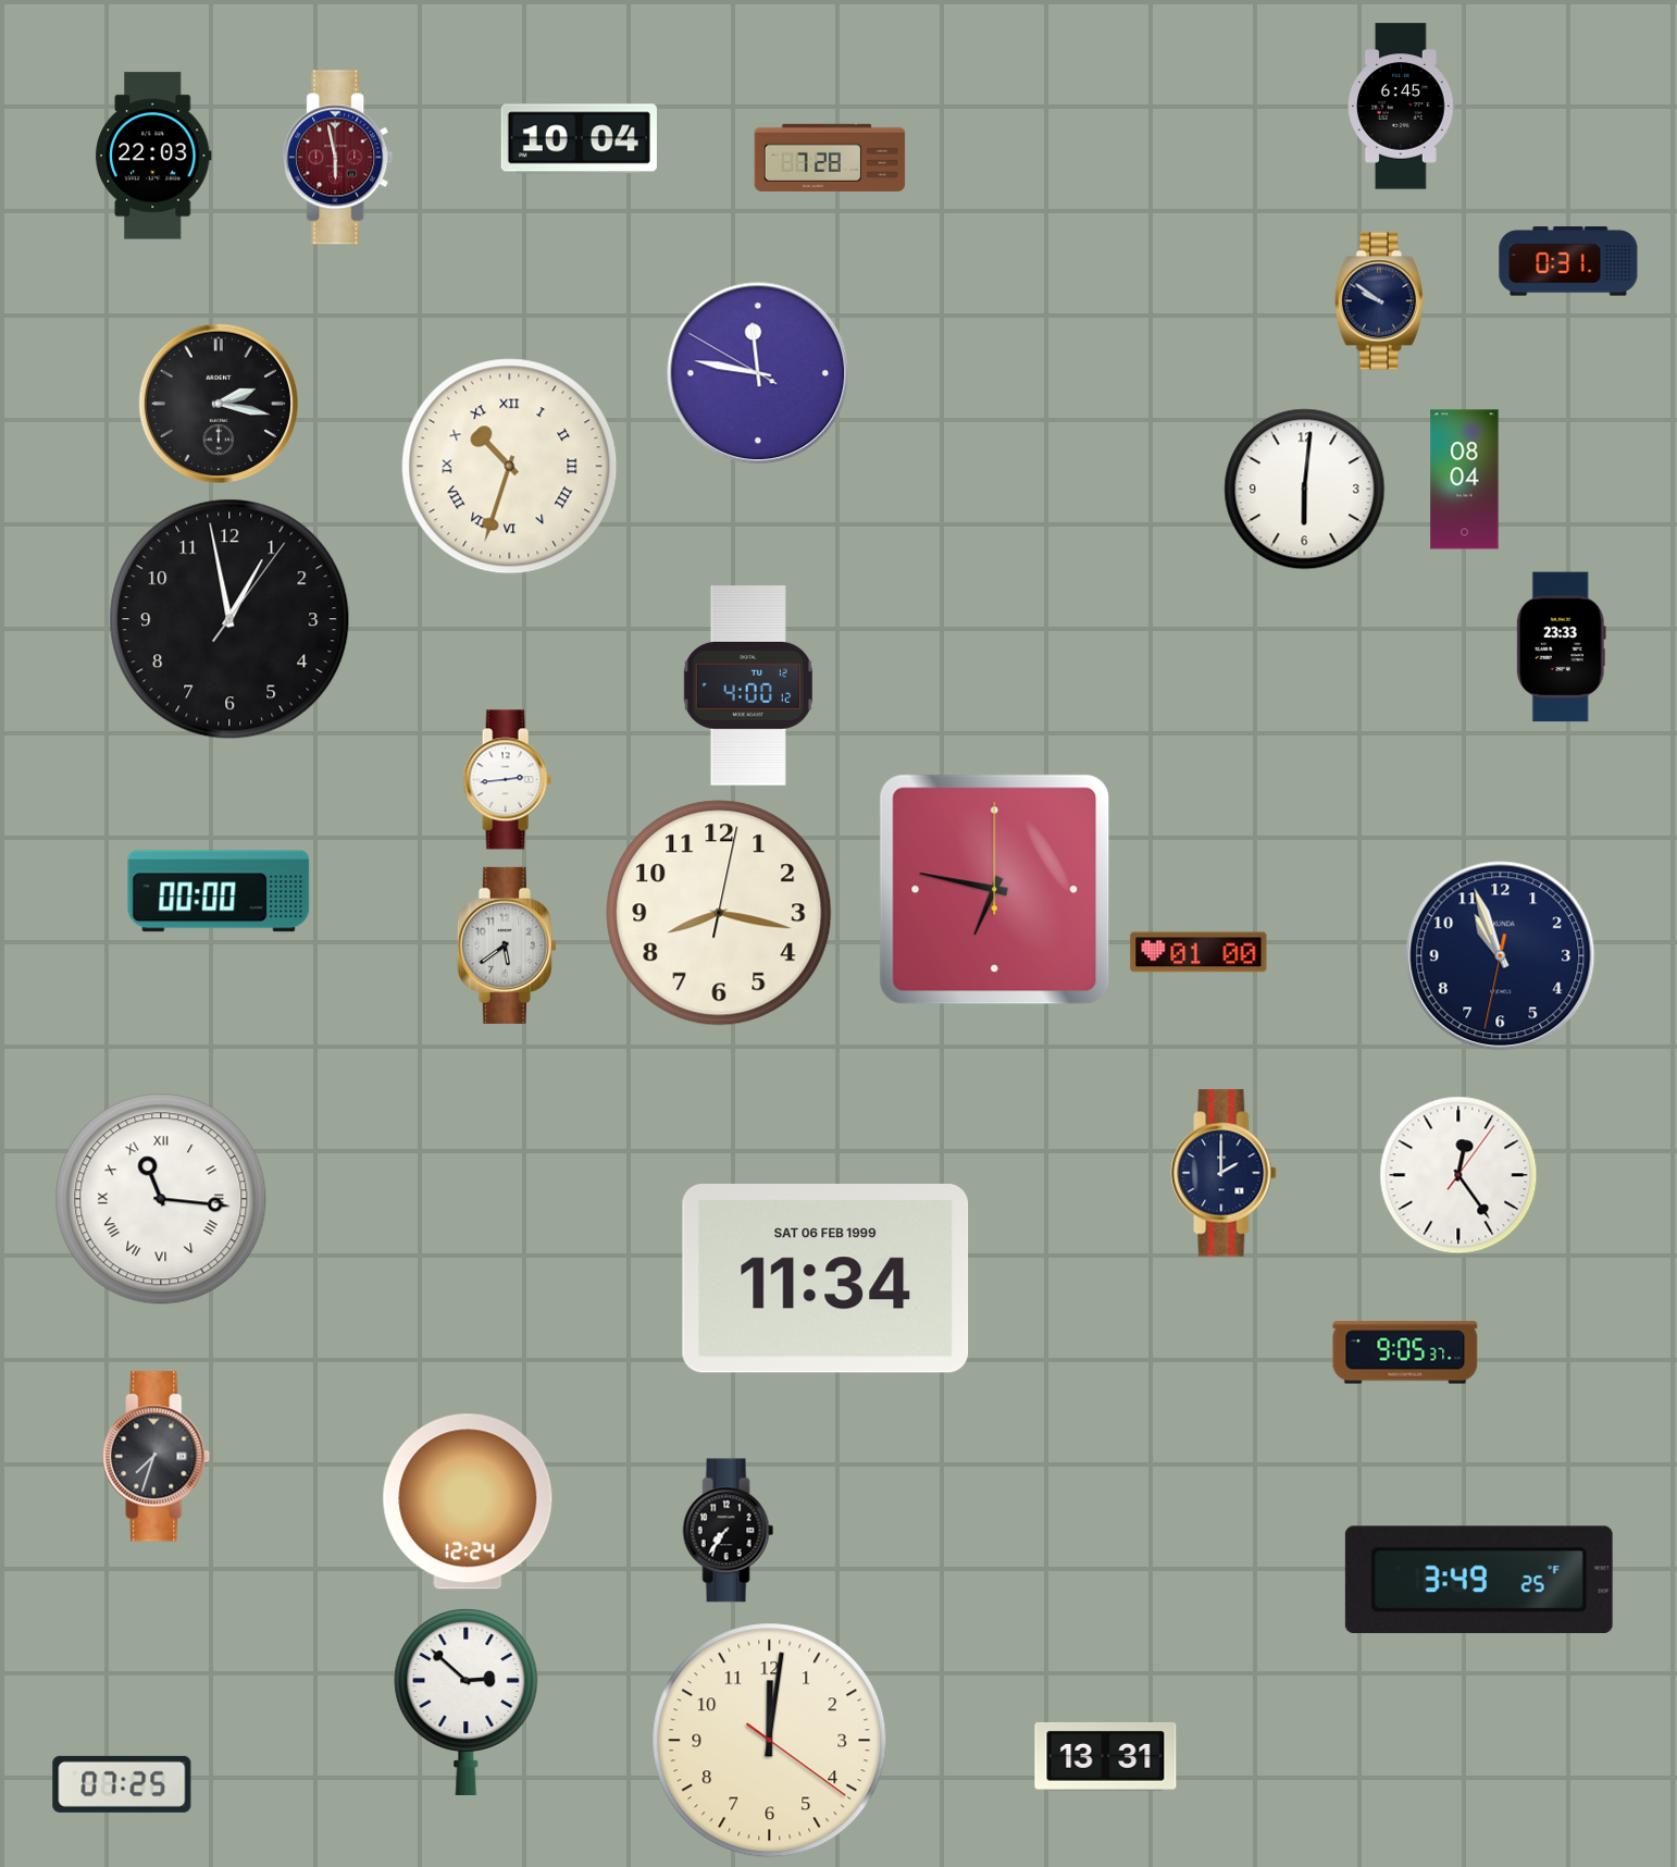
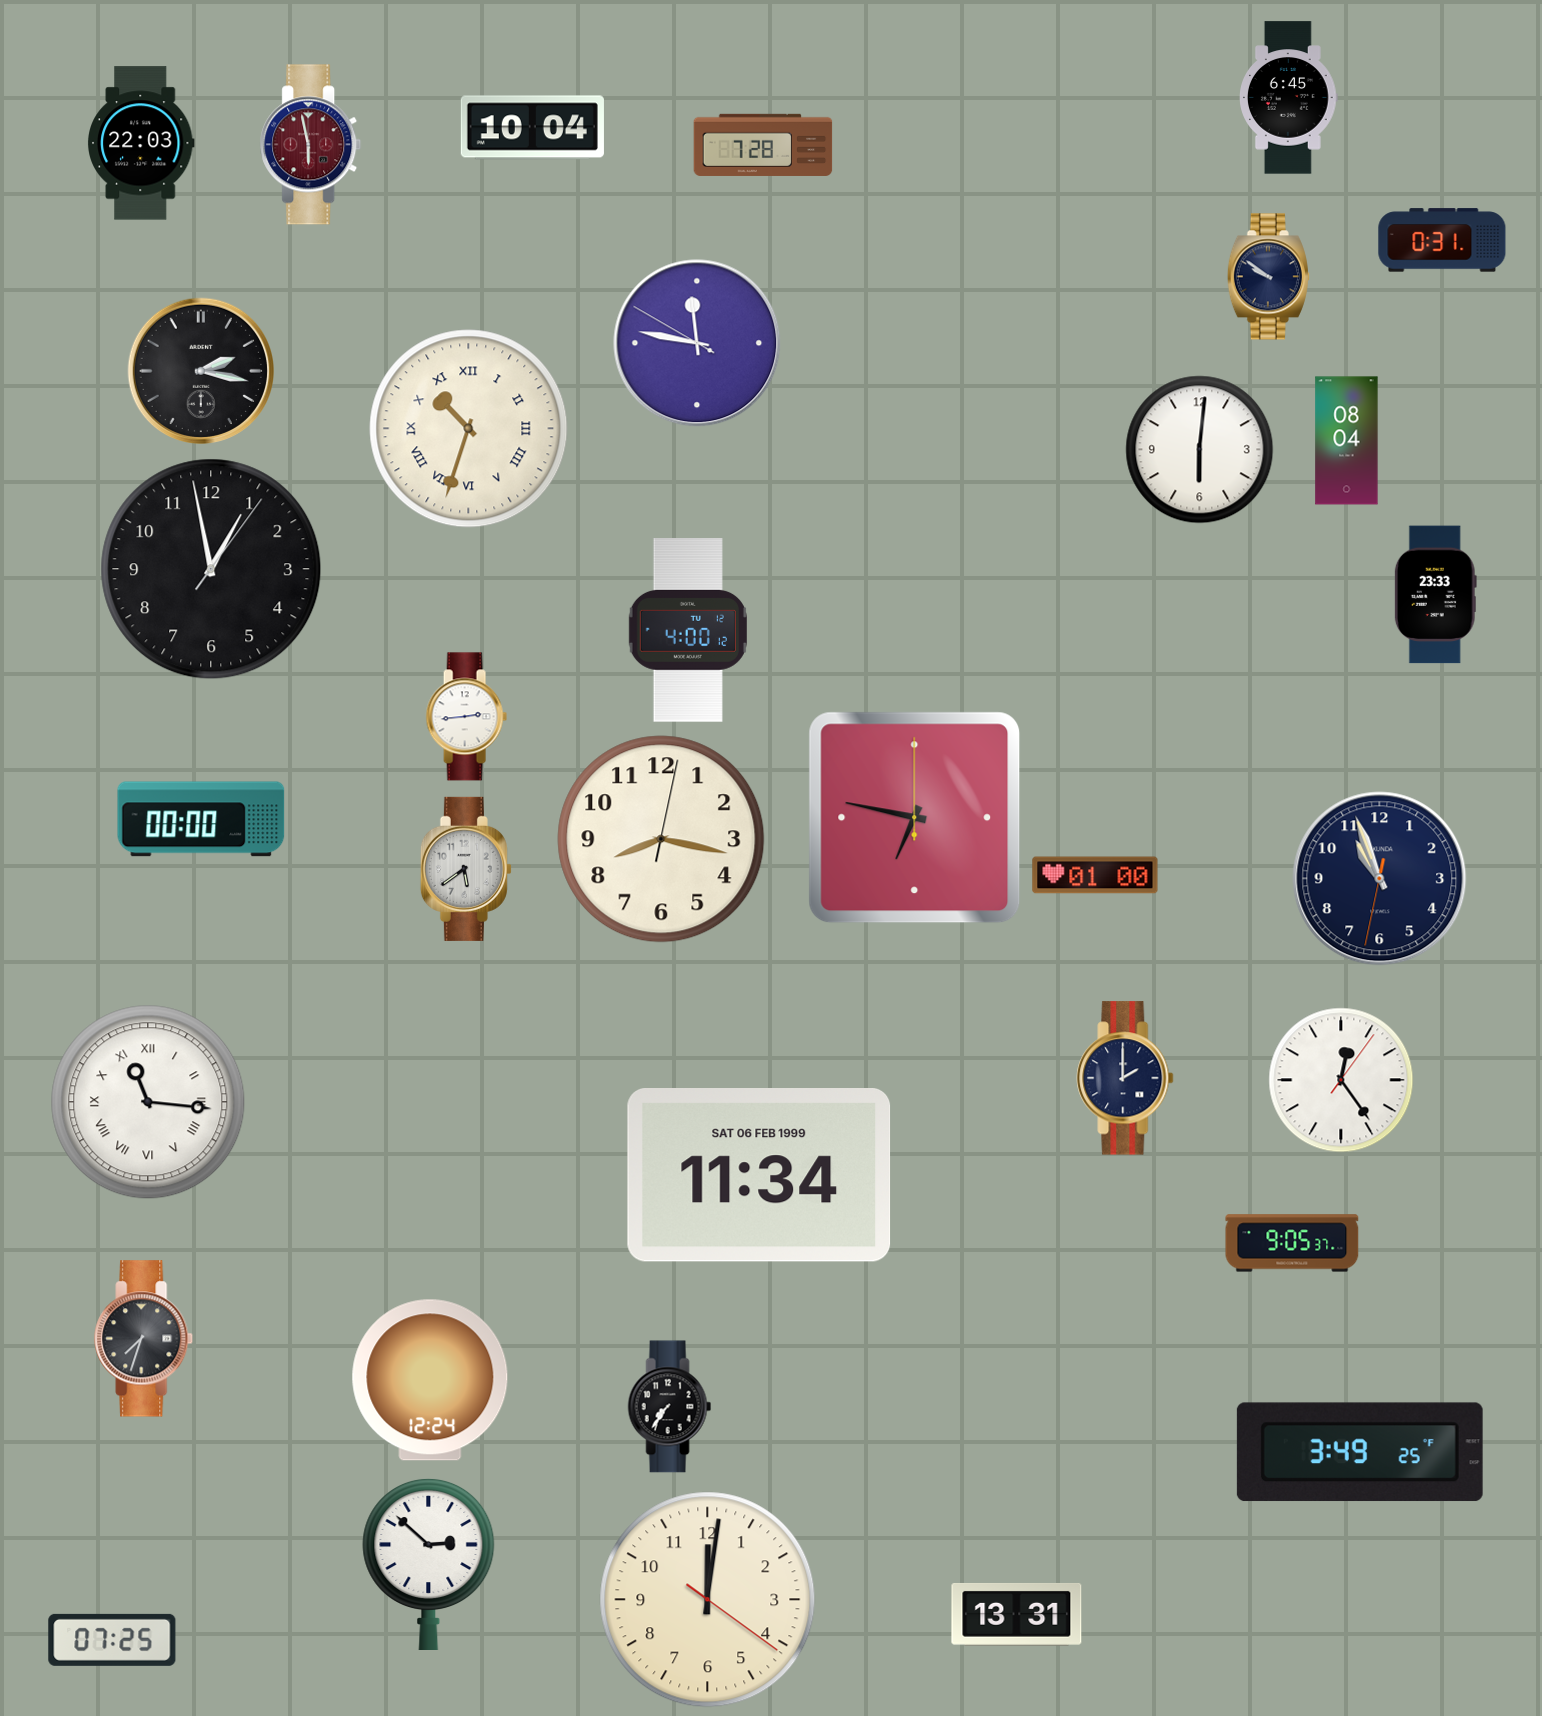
clock at (1198, 952) position: (1198, 952) -> (1095, 875)
